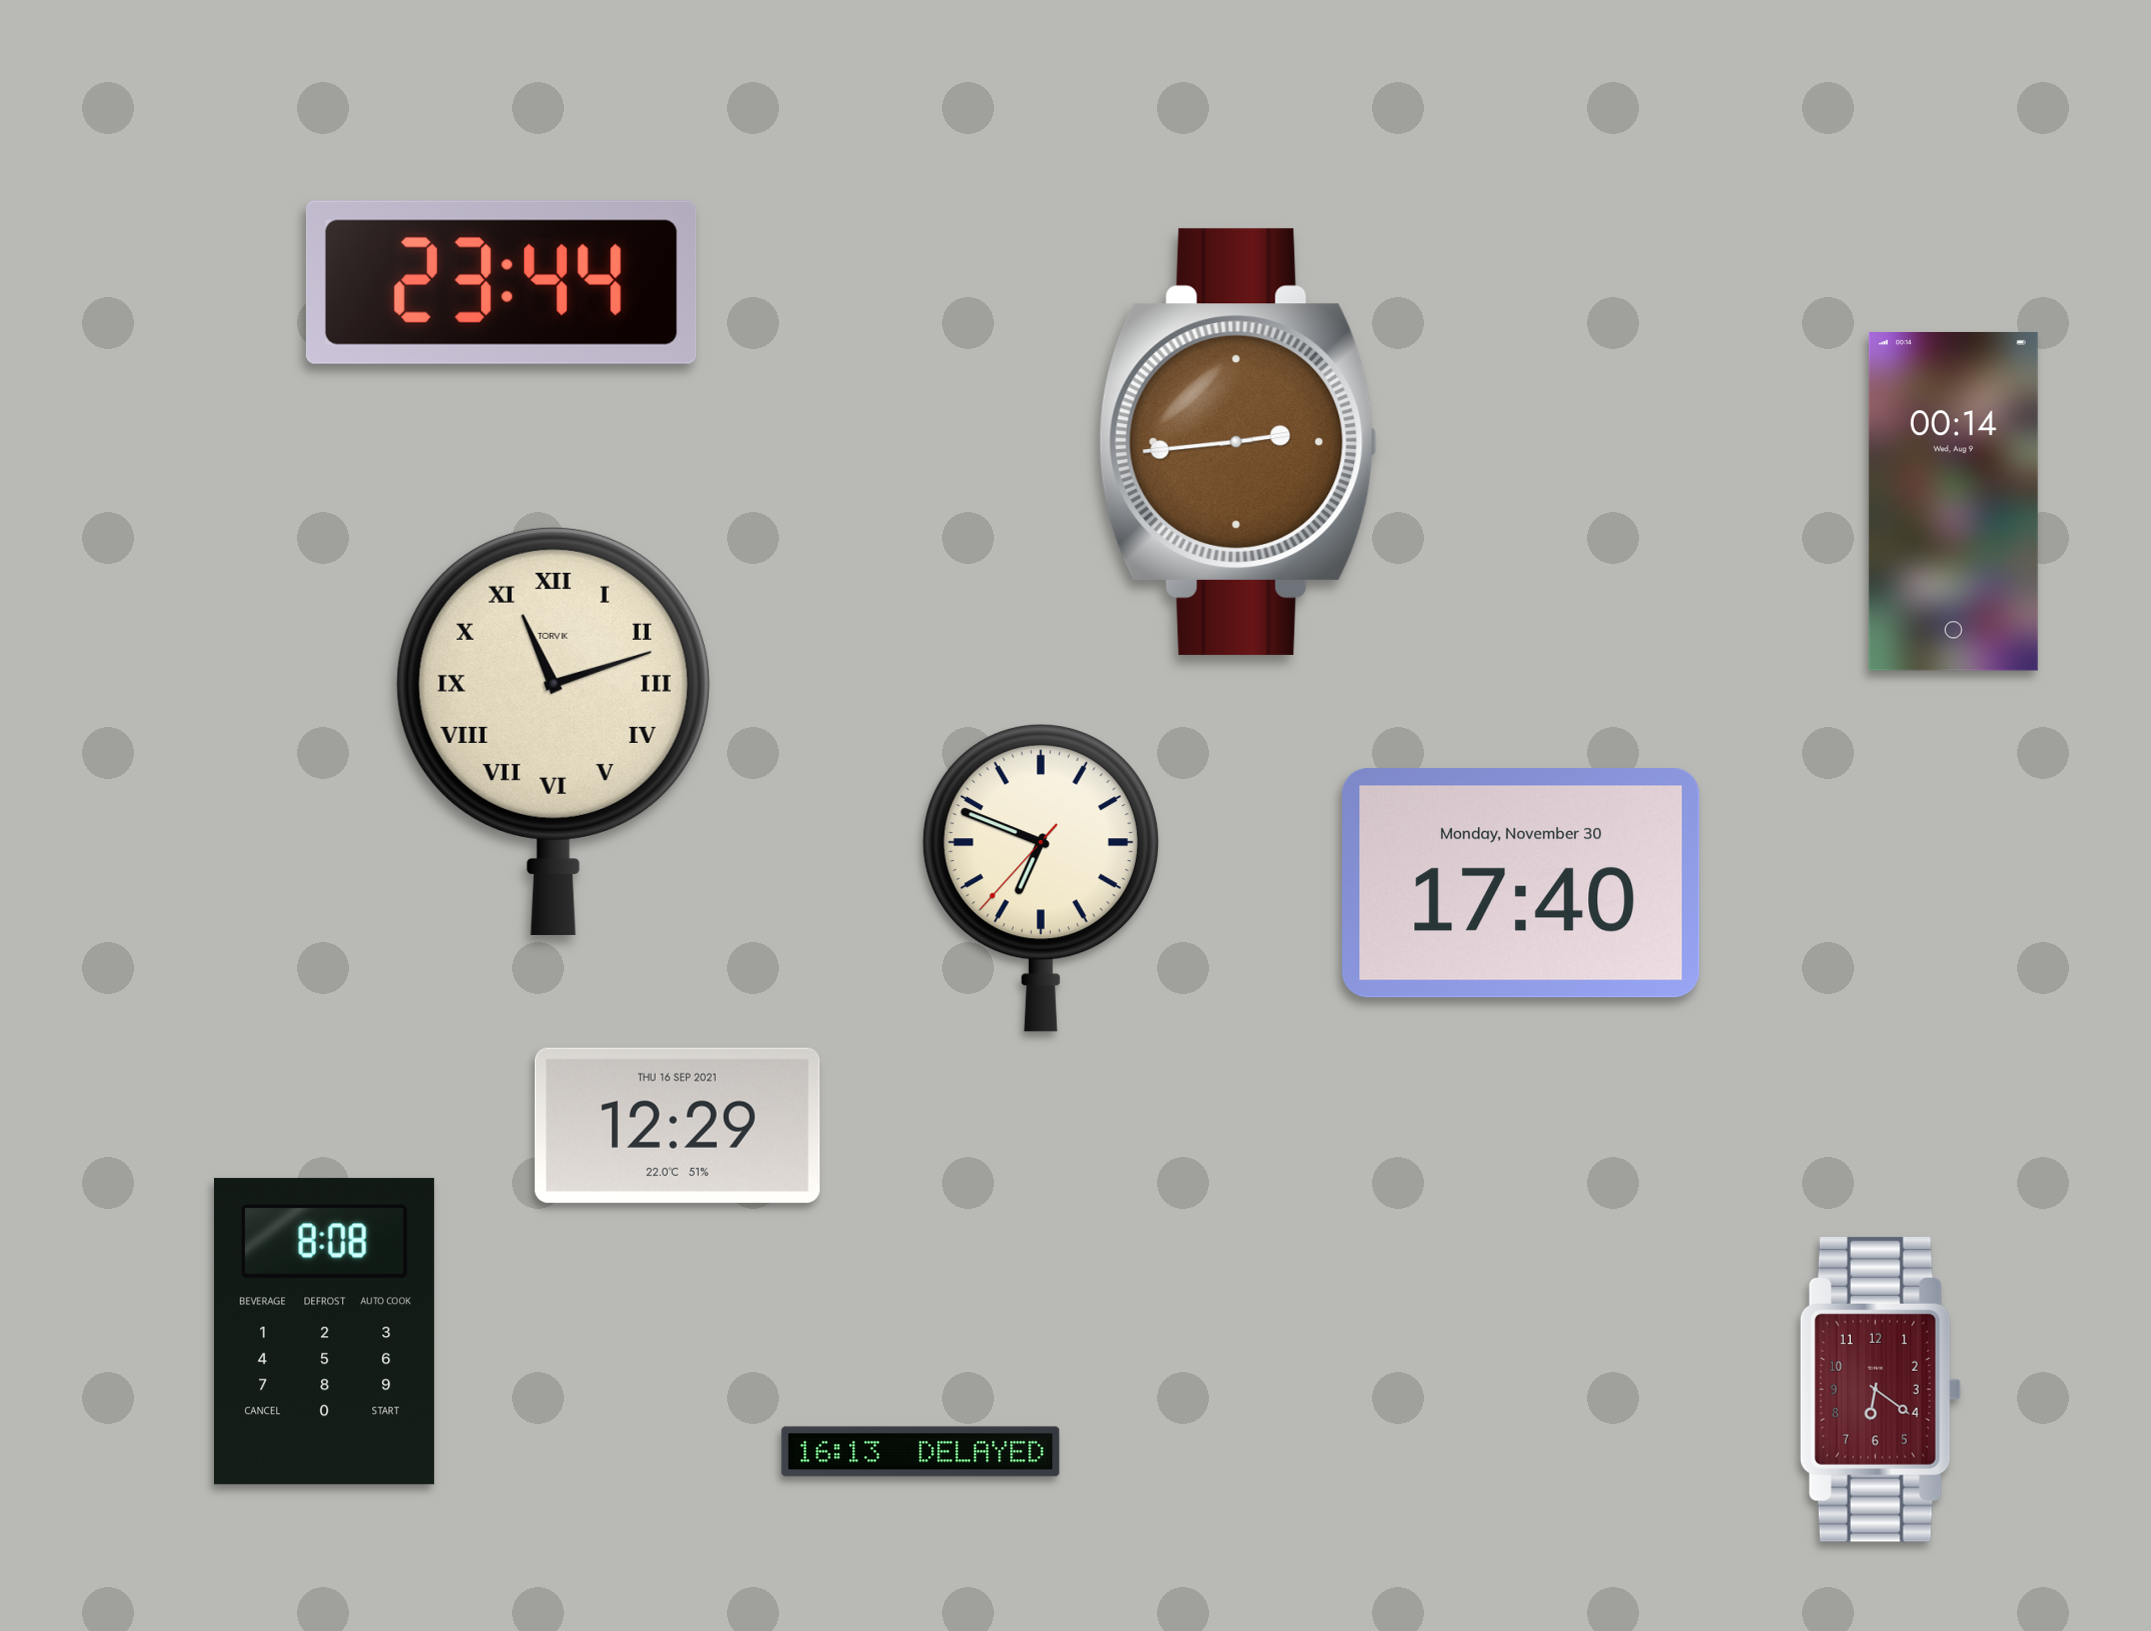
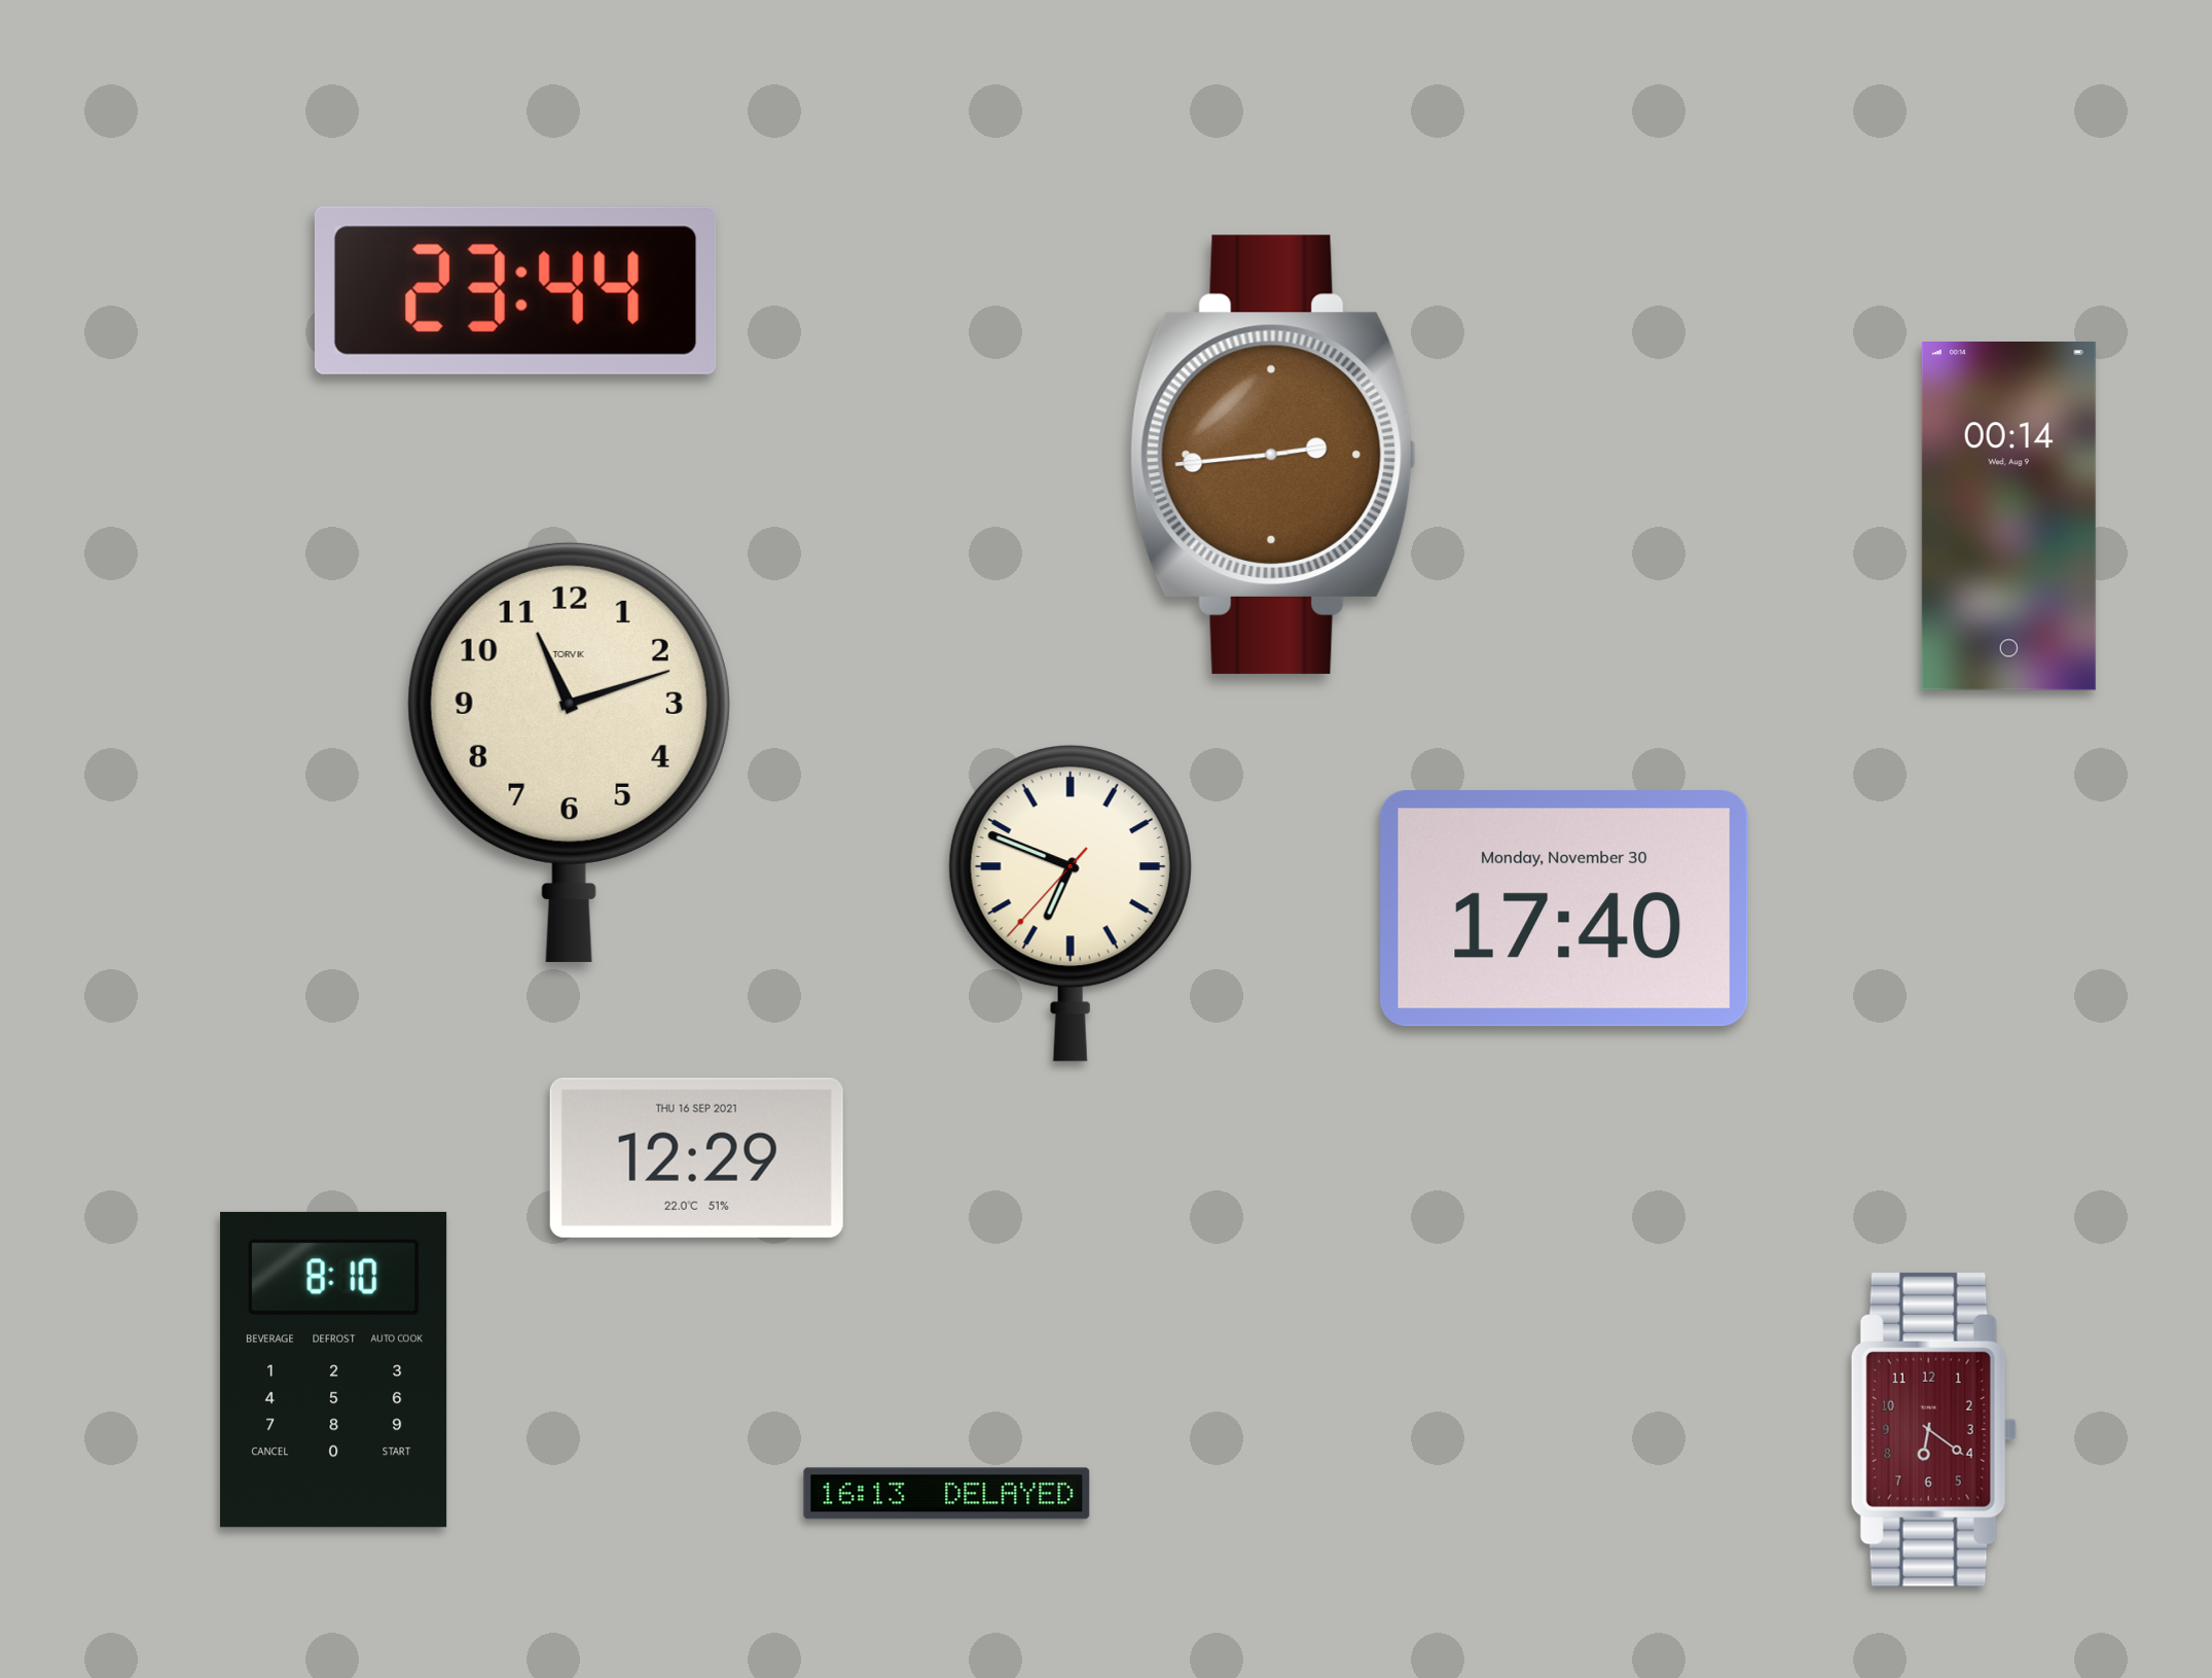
clock at (553, 731) numerals: Roman -> Arabic
clock at (325, 1331): 8:08 -> 8:10
